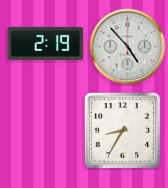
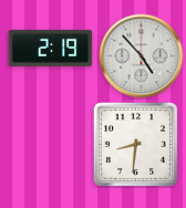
clock at (128, 47) position: (128, 47) -> (142, 56)
clock at (122, 130): 8:35 -> 8:31
